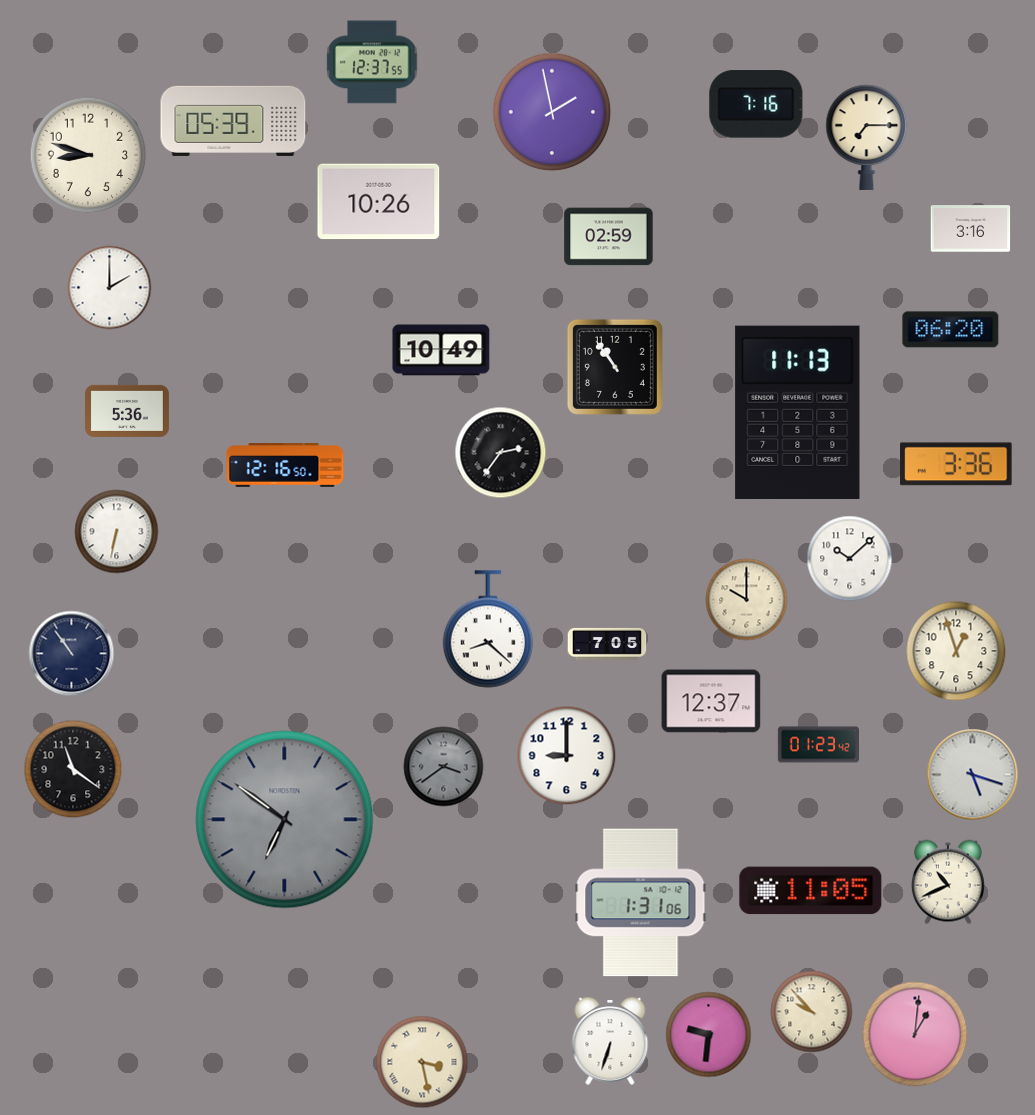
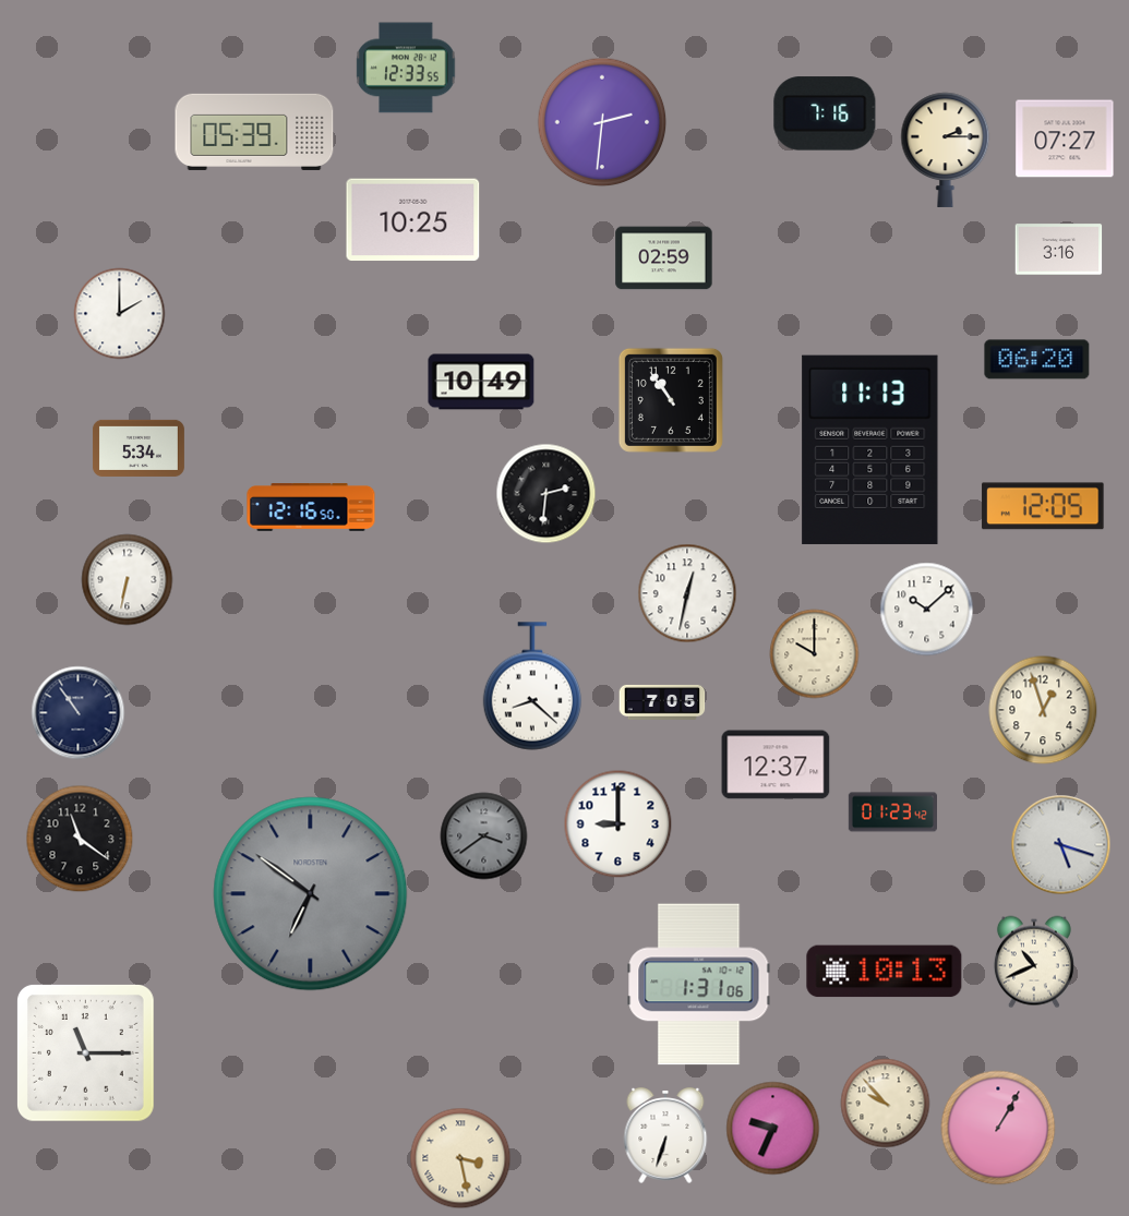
clock at (372, 62): 12:37 -> 12:33
clock at (552, 112): 1:58 -> 2:31
clock at (1065, 139): none -> 07:27
clock at (867, 137): 7:15 -> 2:15
clock at (88, 155): 8:48 -> none
clock at (379, 202): 10:26 -> 10:25
clock at (127, 411): 5:36 -> 5:34
clock at (501, 453): 2:36 -> 2:31
clock at (956, 464): 3:36 -> 12:05
clock at (687, 593): none -> 12:32
clock at (811, 891): 11:05 -> 10:13
clock at (86, 1054): none -> 11:15
clock at (915, 1034): 1:01 -> 1:05
clock at (709, 1035): 9:31 -> 9:34
